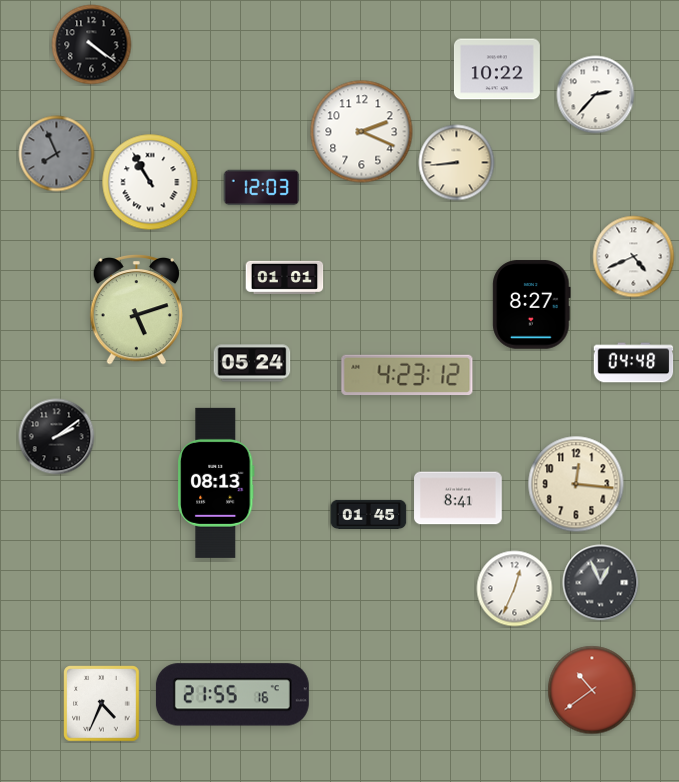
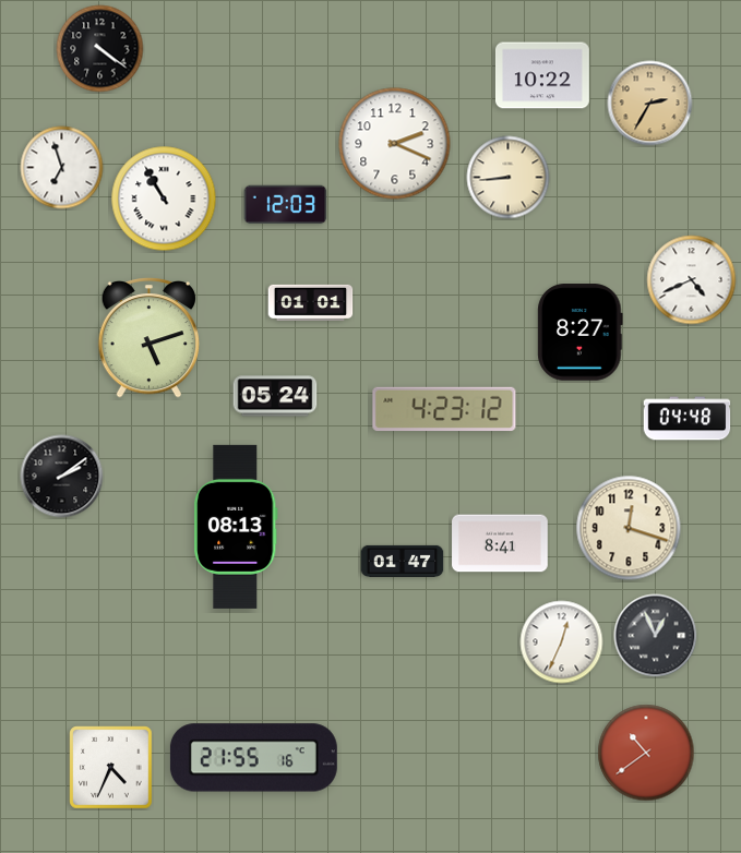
clock at (596, 95): 2:37 -> 2:35
clock at (596, 95) dial: white -> champagne
clock at (57, 154): 7:56 -> 6:57
clock at (57, 154) dial: grey -> white
clock at (457, 163) position: (457, 163) -> (509, 178)
clock at (634, 363) position: (634, 363) -> (688, 419)
clock at (576, 484): 12:16 -> 12:18
clock at (369, 514): 01:45 -> 01:47
